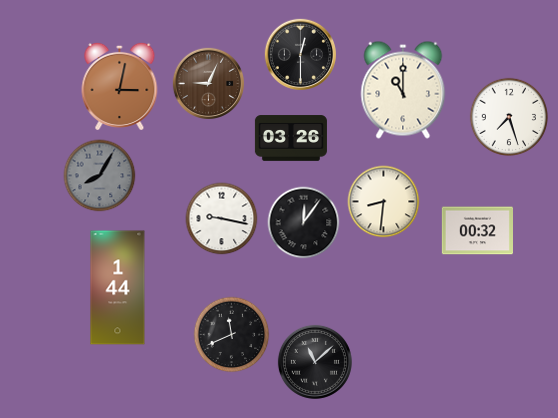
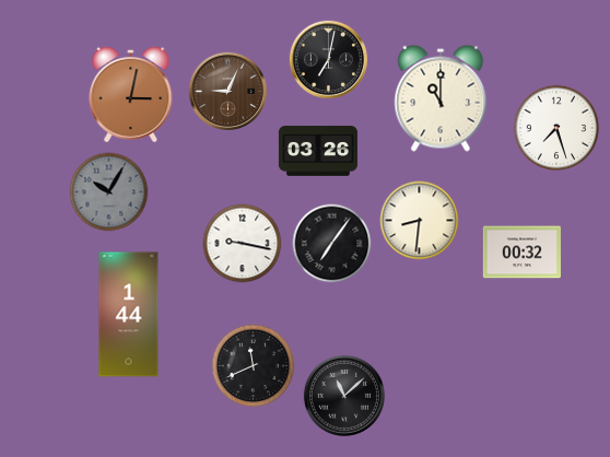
clock at (300, 54): 12:30 -> 7:02
clock at (100, 176): 8:05 -> 10:05
clock at (222, 219) position: (222, 219) -> (243, 244)
clock at (304, 223): 12:06 -> 7:06
